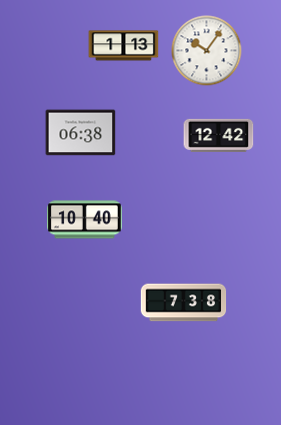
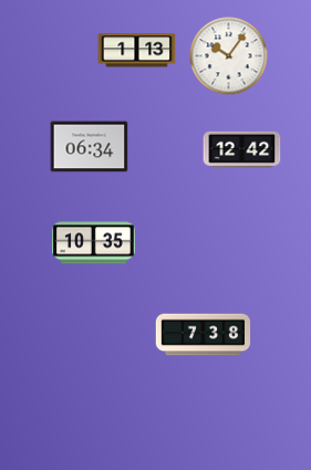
clock at (81, 133): 06:38 -> 06:34
clock at (85, 220): 10:40 -> 10:35
